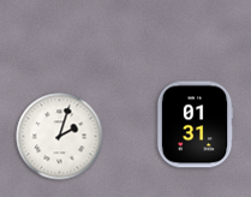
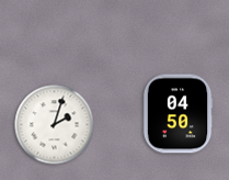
clock at (195, 125): 01:31 -> 04:50
